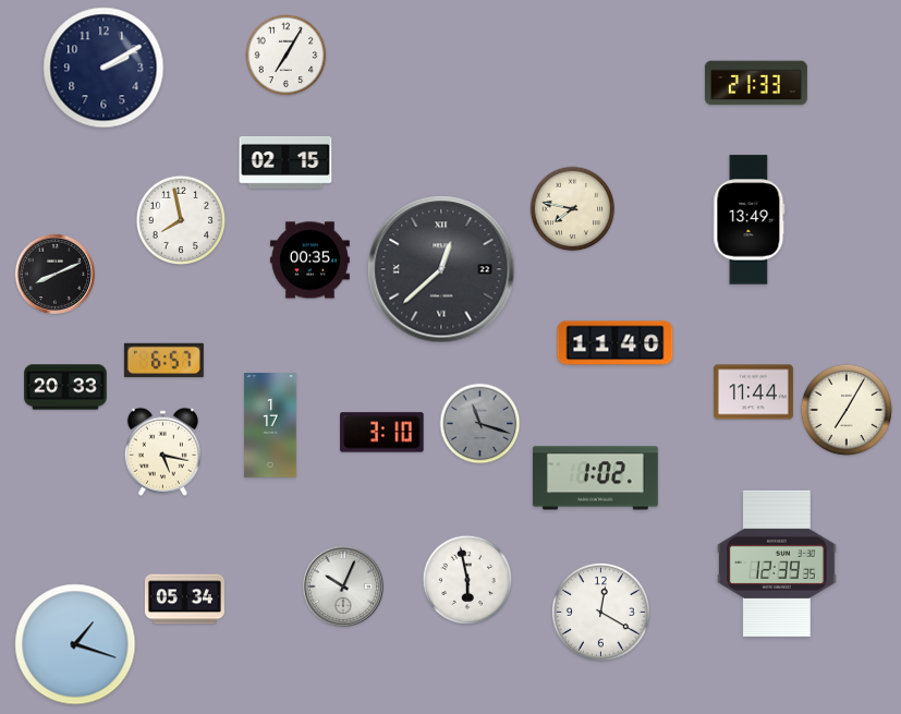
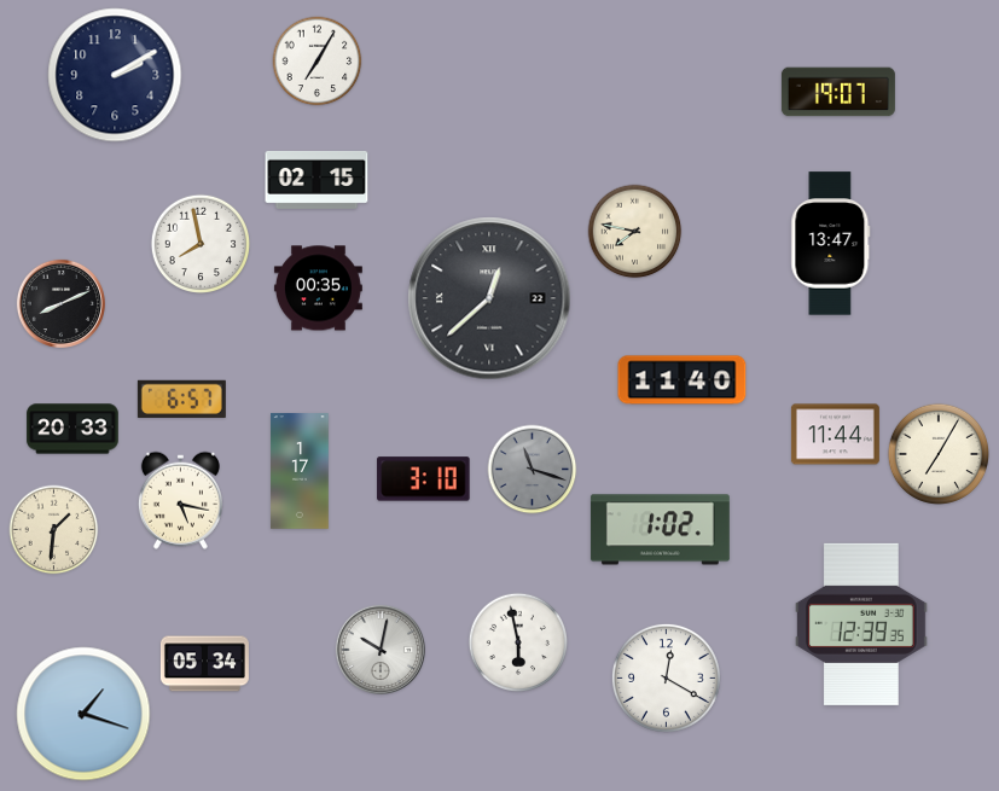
clock at (756, 83): 21:33 -> 19:07
clock at (750, 220): 13:49 -> 13:47
clock at (309, 261) position: (309, 261) -> (318, 289)
clock at (54, 530): none -> 1:31
clock at (343, 586): 10:04 -> 10:02
